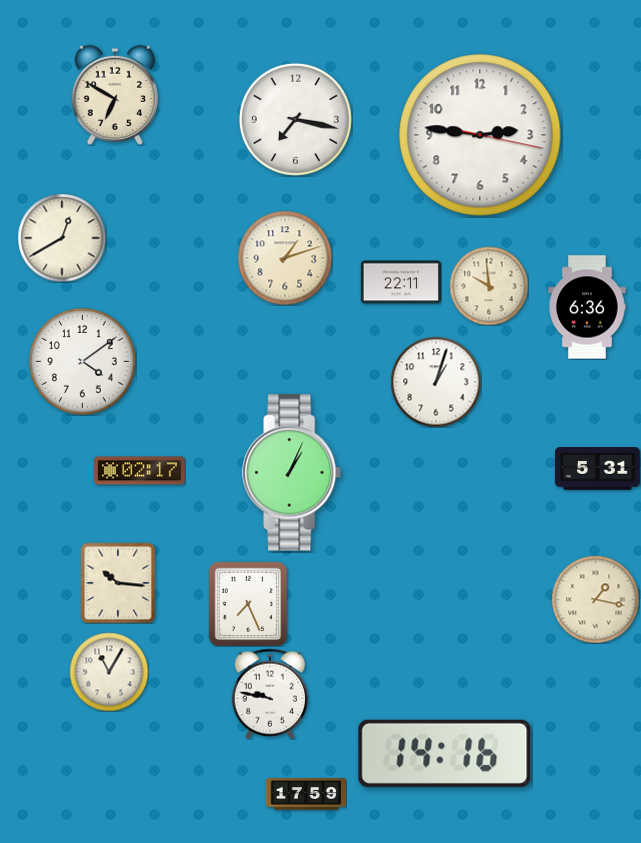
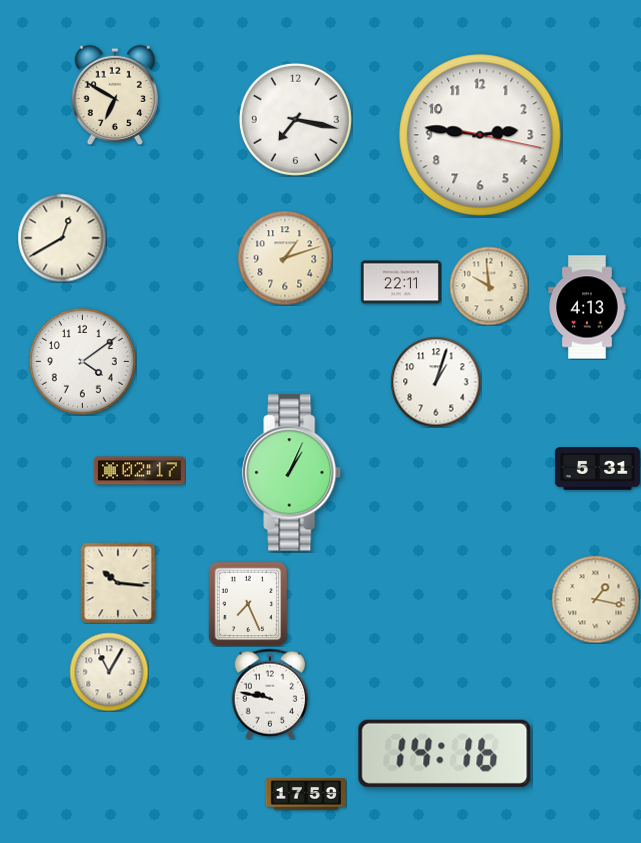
clock at (587, 307): 6:36 -> 4:13
